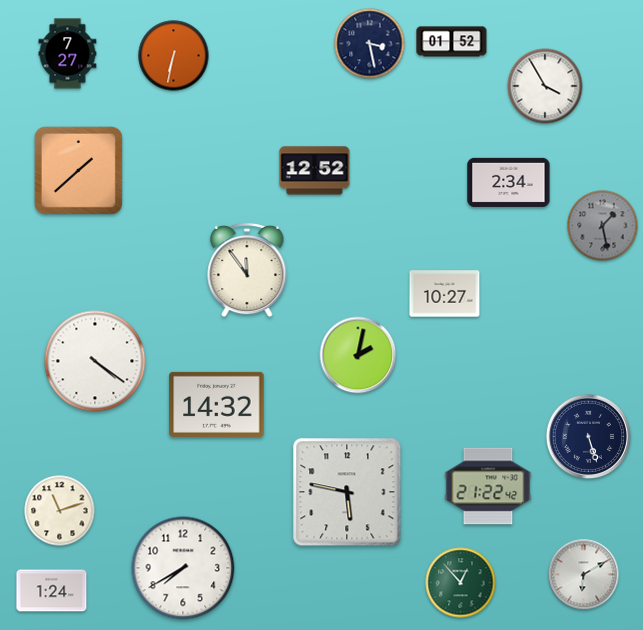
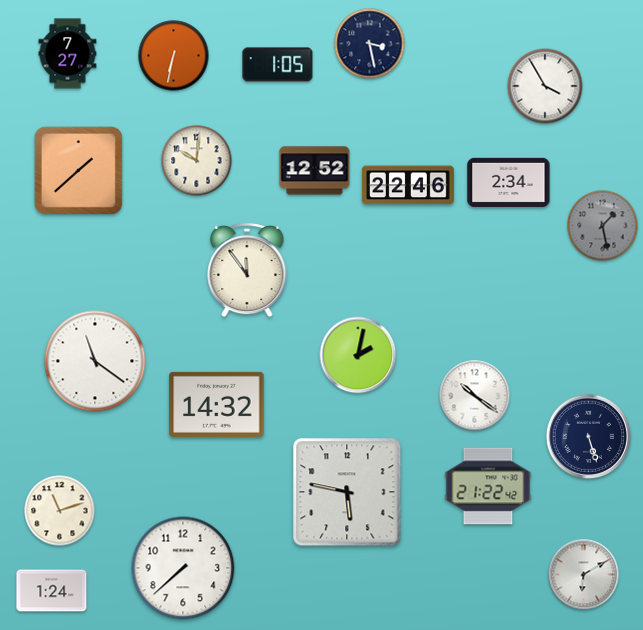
clock at (452, 42): 01:52 -> none
clock at (278, 65): none -> 1:05
clock at (197, 161): none -> 10:01
clock at (408, 185): none -> 22:46
clock at (445, 294): 10:27 -> none
clock at (95, 361): 4:21 -> 11:21
clock at (475, 396): none -> 10:21
clock at (183, 568): 7:40 -> 7:38
clock at (461, 583): 12:53 -> none
